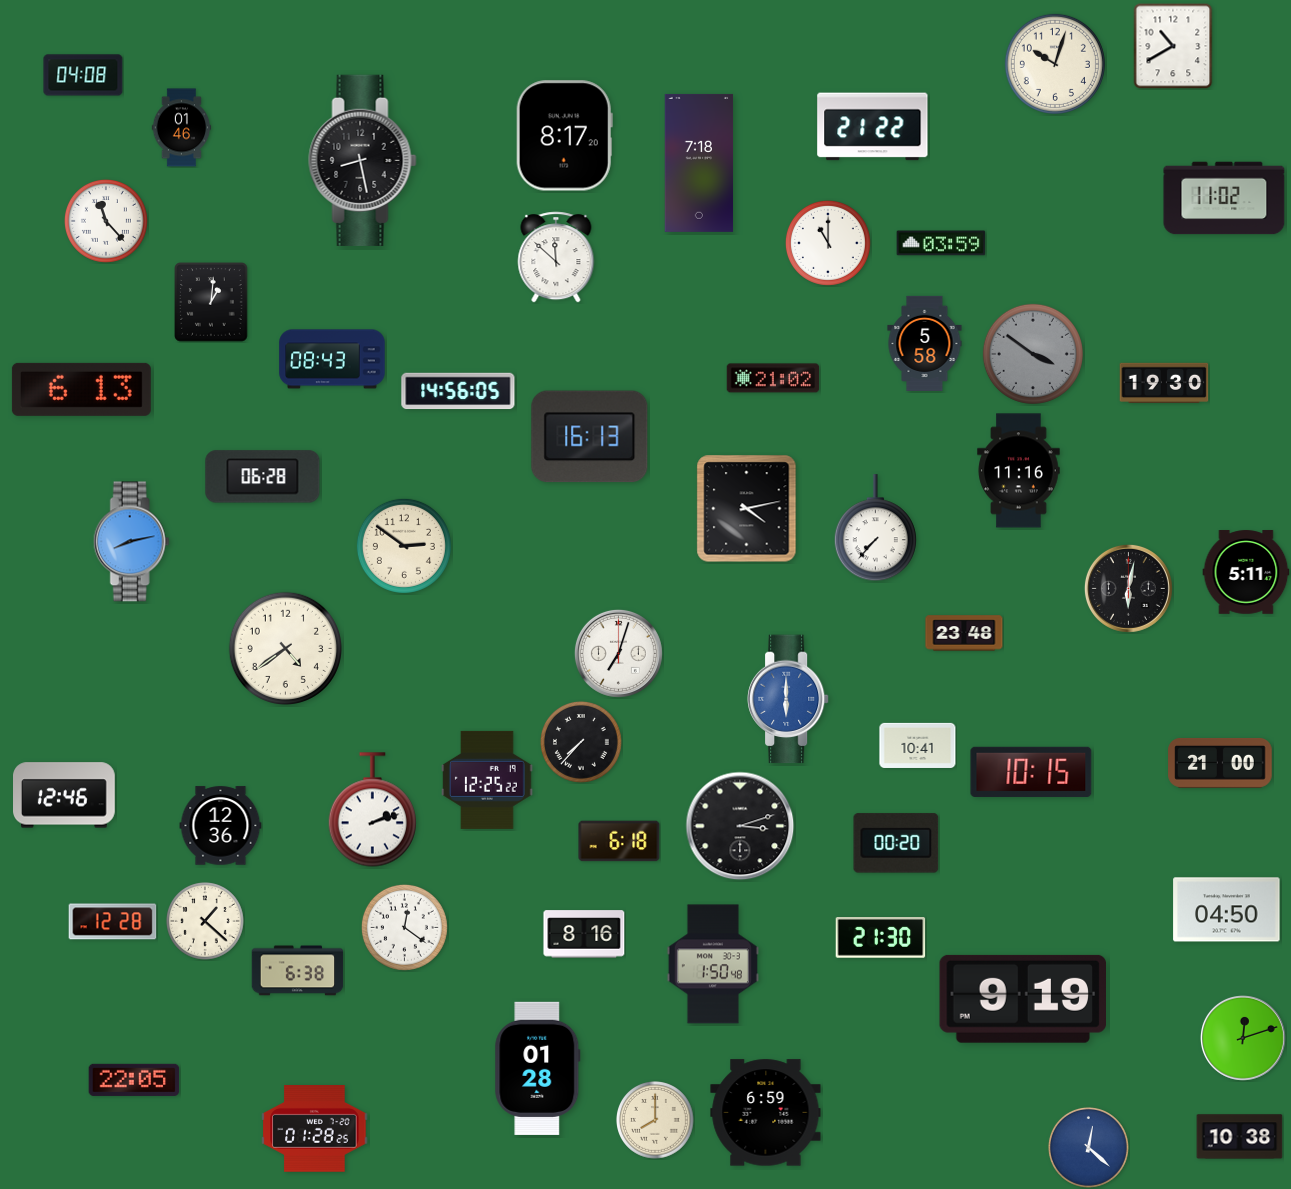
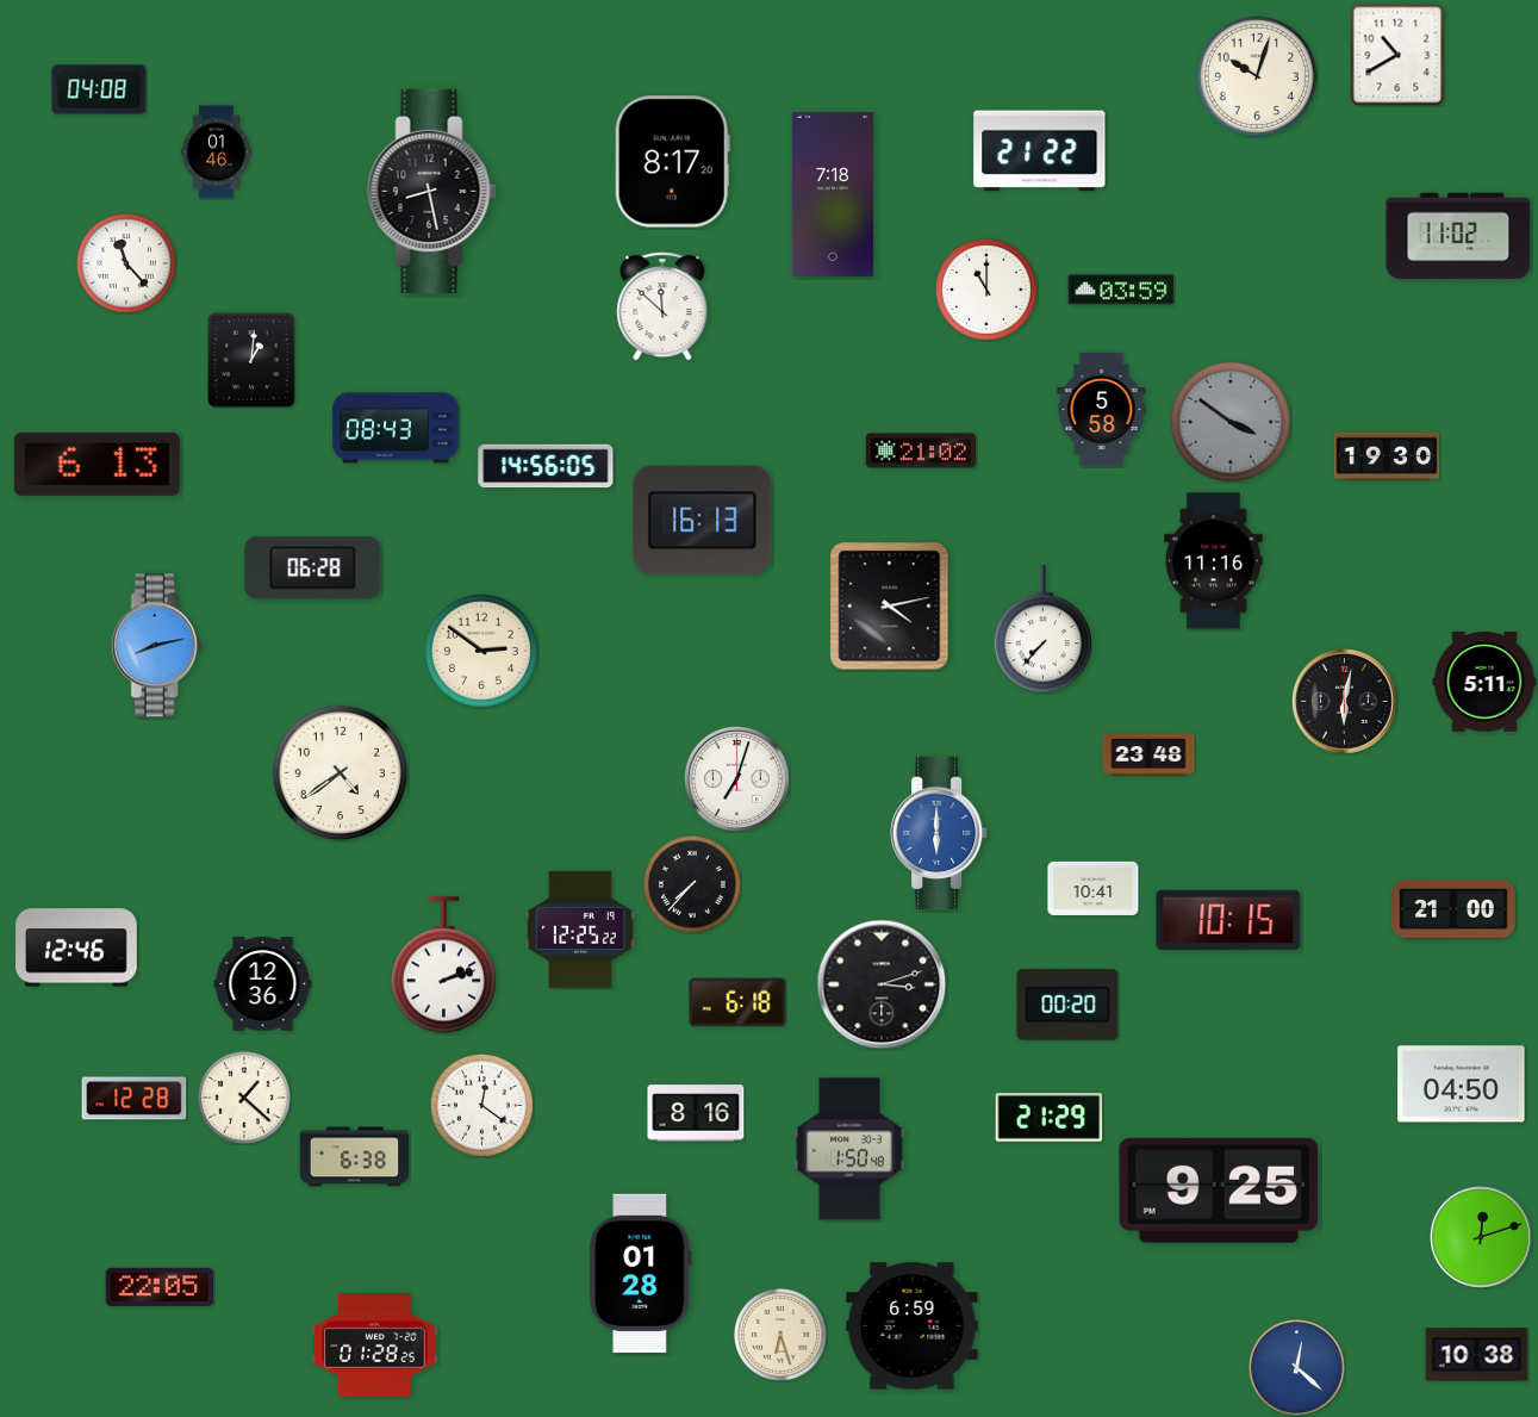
clock at (881, 938): 21:30 -> 21:29
clock at (1022, 999): 9:19 -> 9:25
clock at (656, 1121): 8:00 -> 6:27
